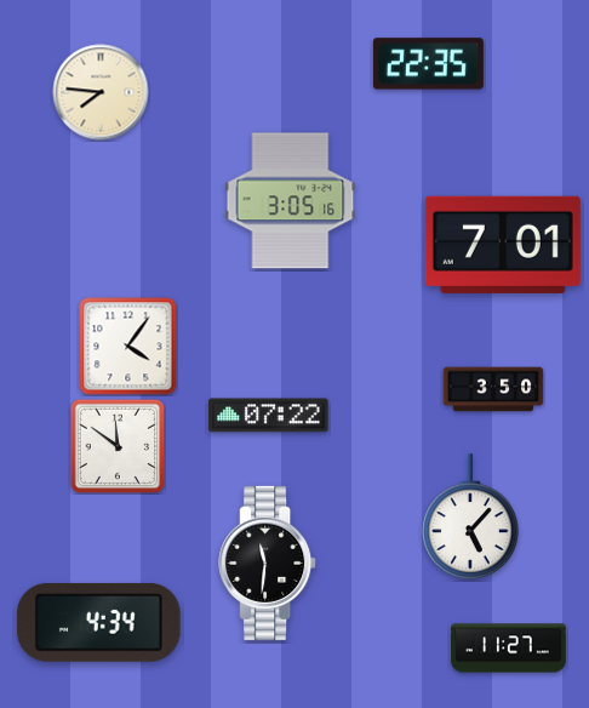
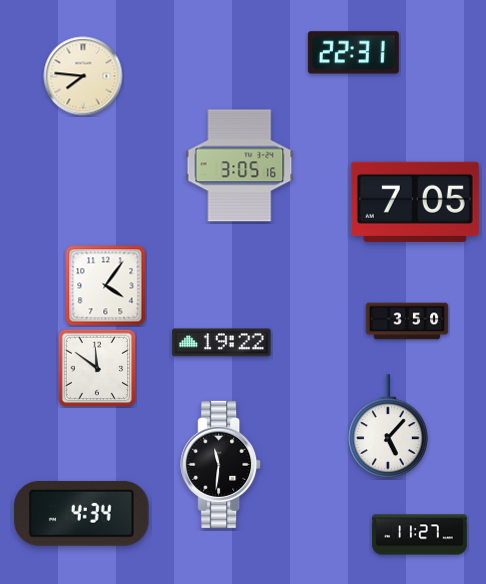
clock at (428, 64): 22:35 -> 22:31
clock at (503, 245): 7:01 -> 7:05
clock at (269, 416): 07:22 -> 19:22
